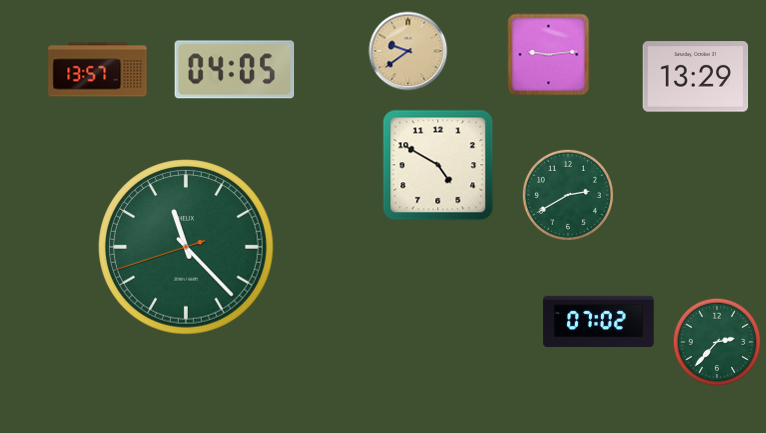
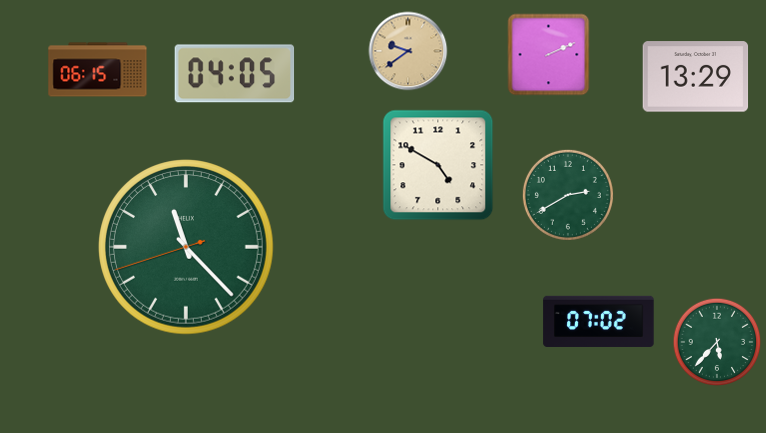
clock at (549, 55): 9:14 -> 2:11
clock at (98, 70): 13:57 -> 06:15
clock at (235, 70) position: (235, 70) -> (235, 74)
clock at (717, 342): 2:37 -> 5:37
